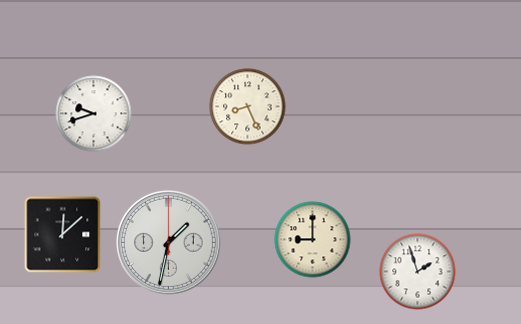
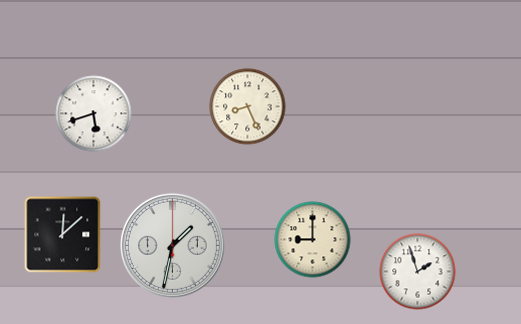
clock at (94, 114): 9:42 -> 5:42
clock at (168, 242) position: (168, 242) -> (172, 245)
